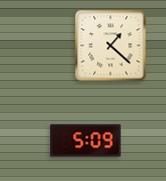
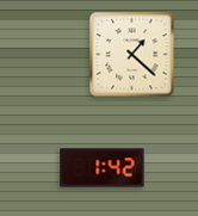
clock at (86, 141): 5:09 -> 1:42
